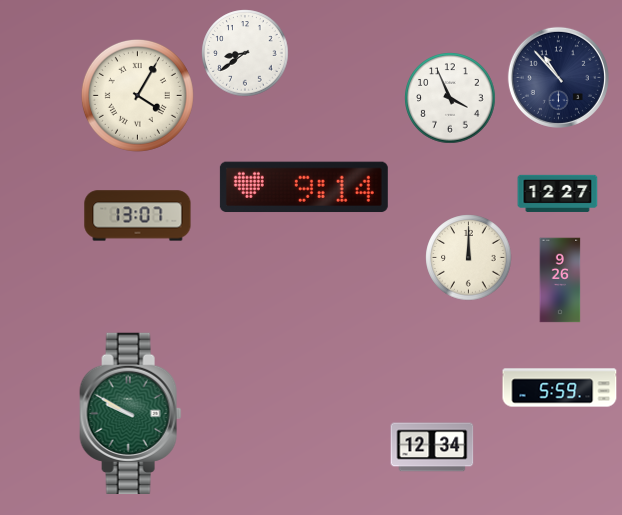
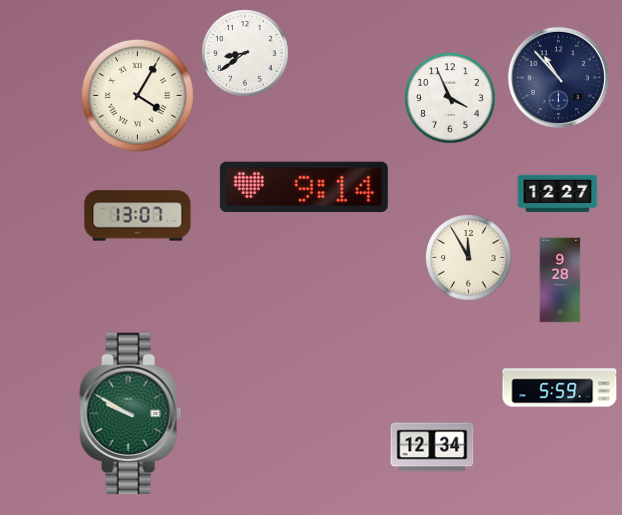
clock at (469, 258): 12:00 -> 11:55
clock at (560, 280): 9:26 -> 9:28
